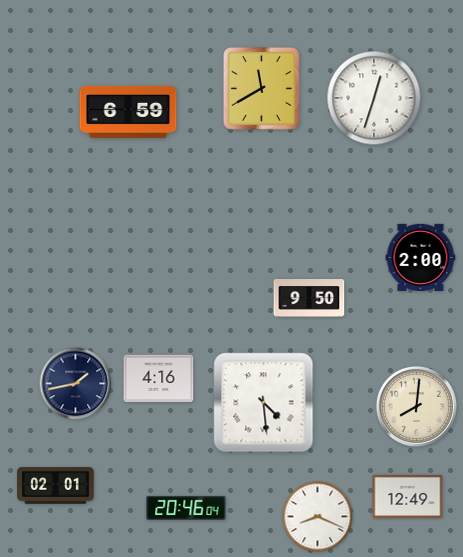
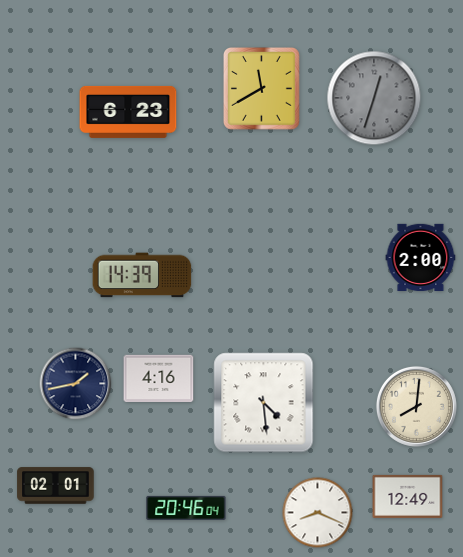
clock at (374, 98) dial: white -> grey
clock at (128, 112): 6:59 -> 6:23
clock at (142, 275): none -> 14:39
clock at (309, 299): 9:50 -> none
clock at (318, 517) position: (318, 517) -> (318, 513)
